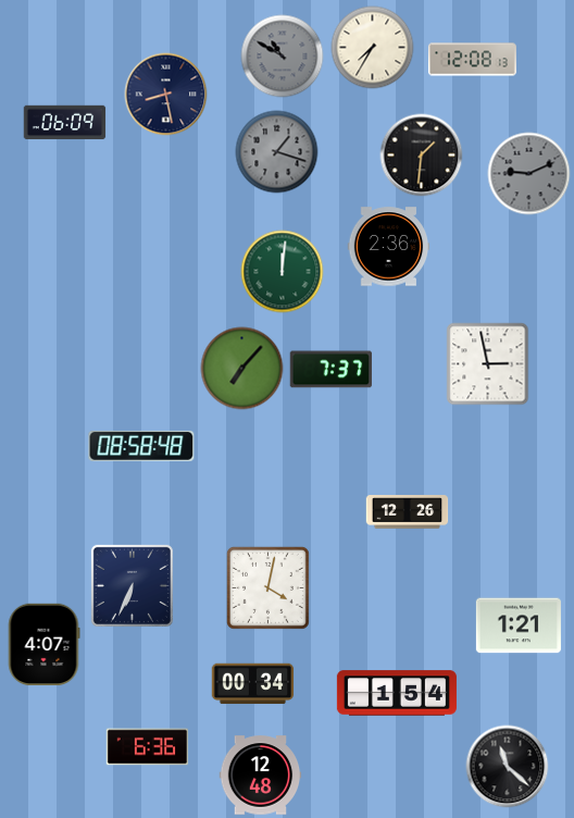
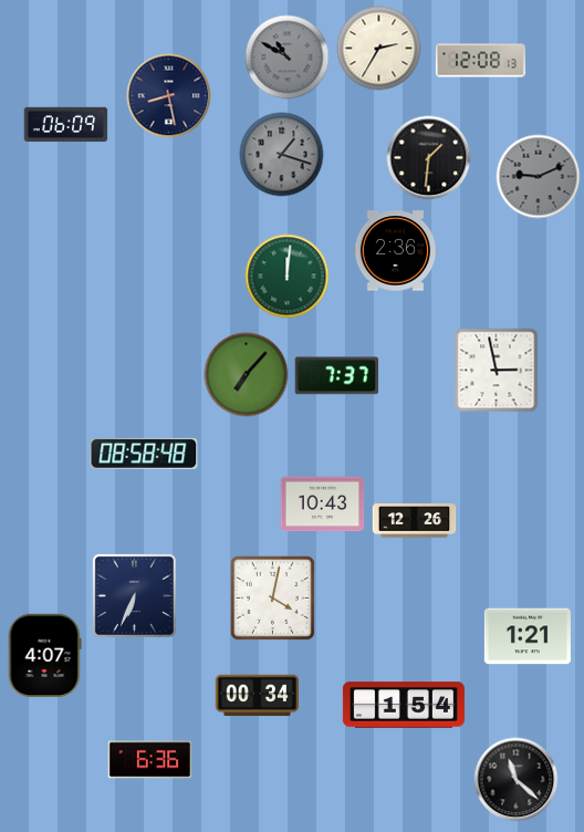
clock at (373, 48): 7:35 -> 2:35
clock at (323, 505): none -> 10:43
clock at (261, 776): 12:48 -> none
